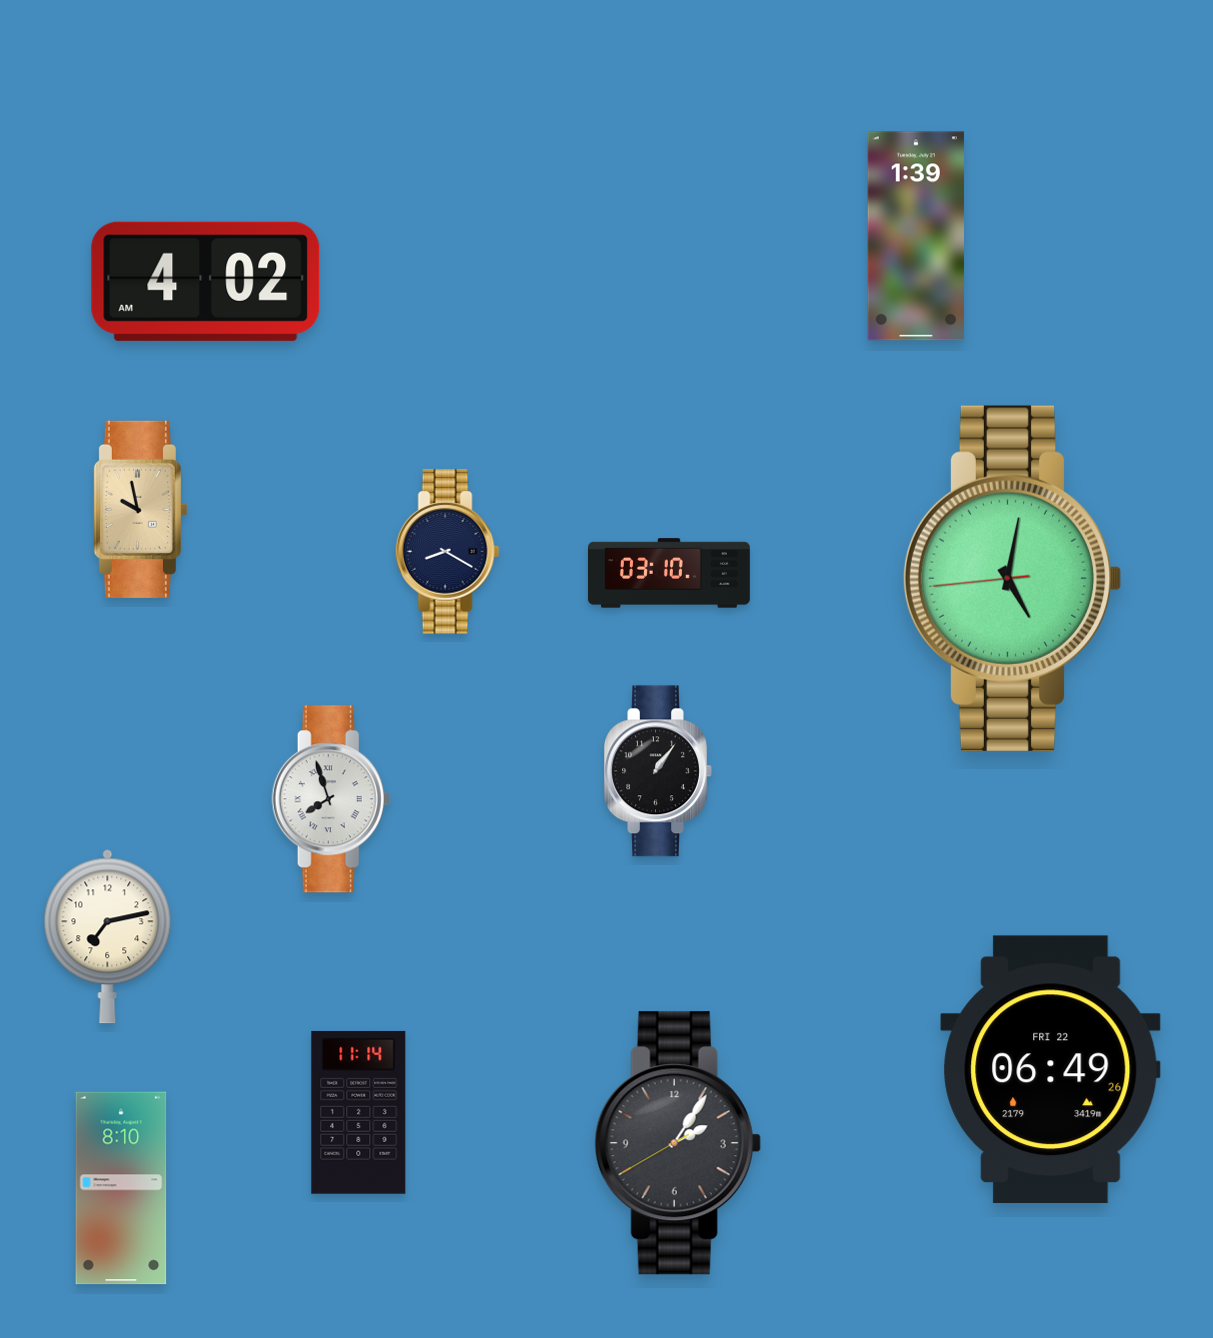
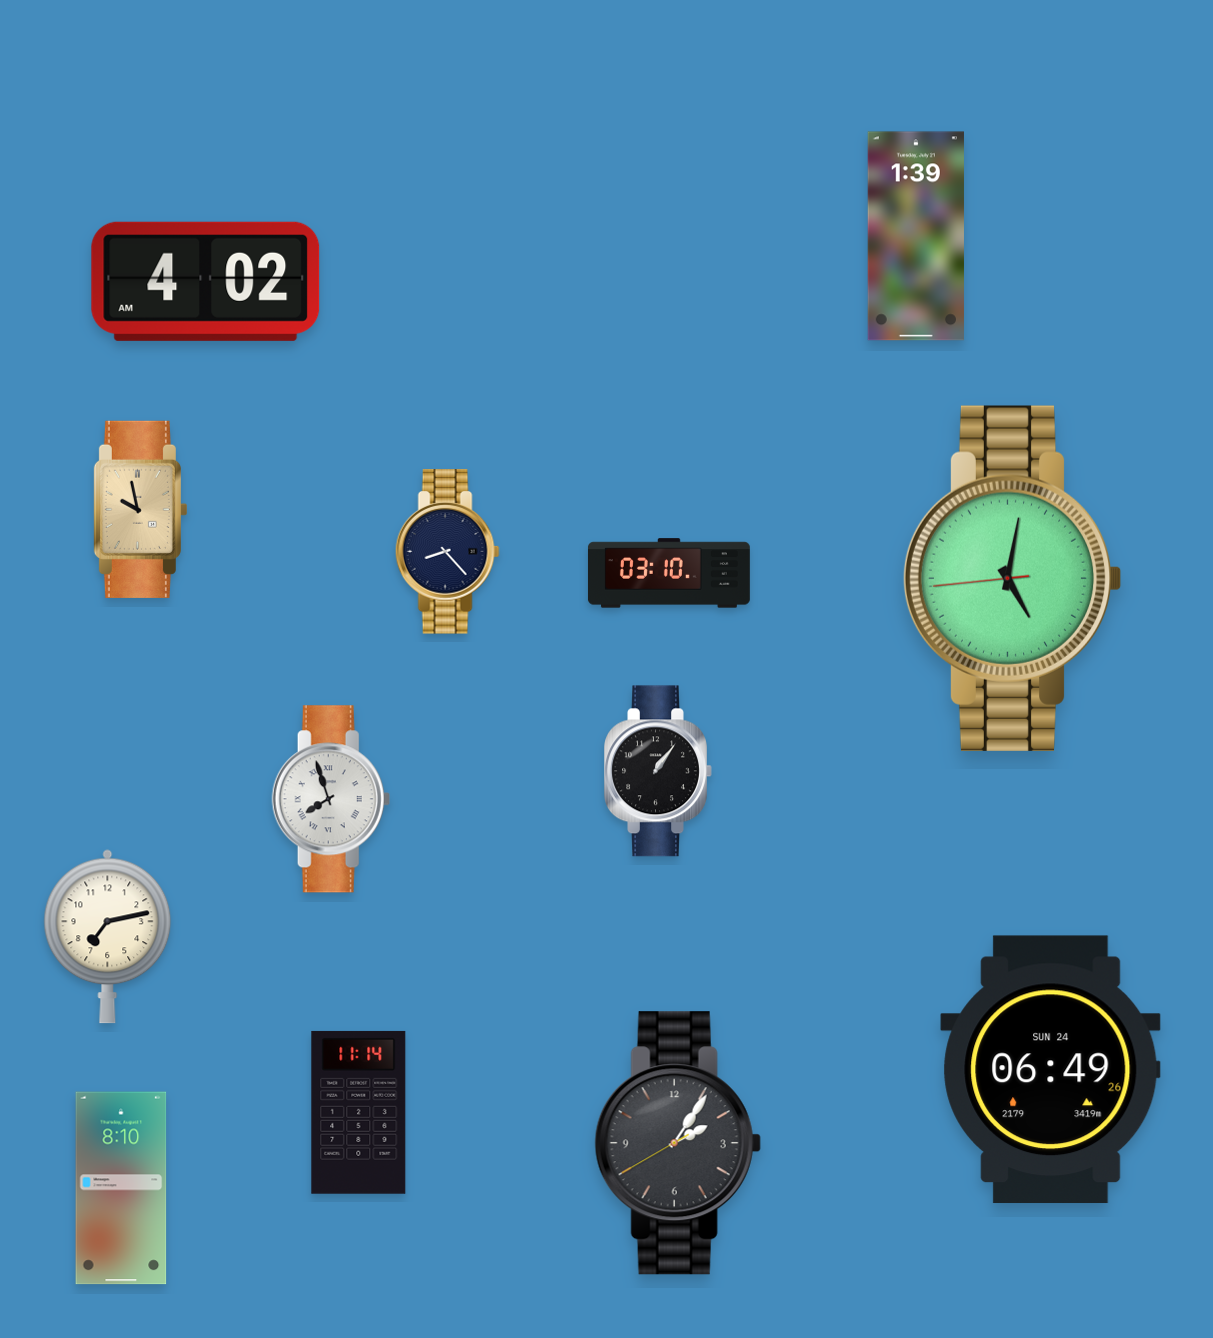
clock at (447, 552): 8:20 -> 8:23
clock at (1051, 1070) date: FRI 22 -> SUN 24
